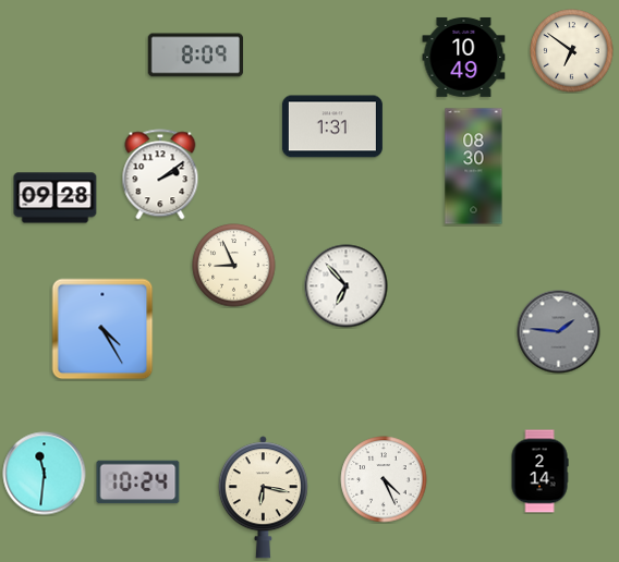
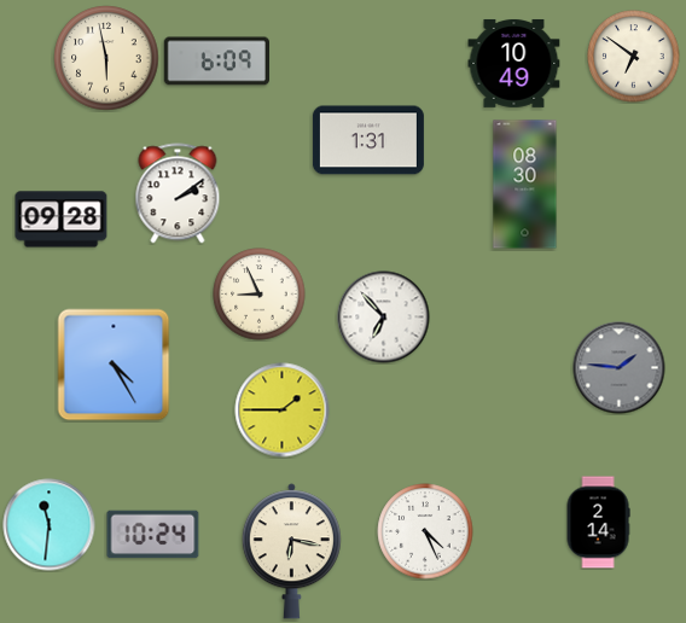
clock at (106, 58): none -> 5:58
clock at (195, 56): 8:09 -> 6:09
clock at (283, 411): none -> 1:45
